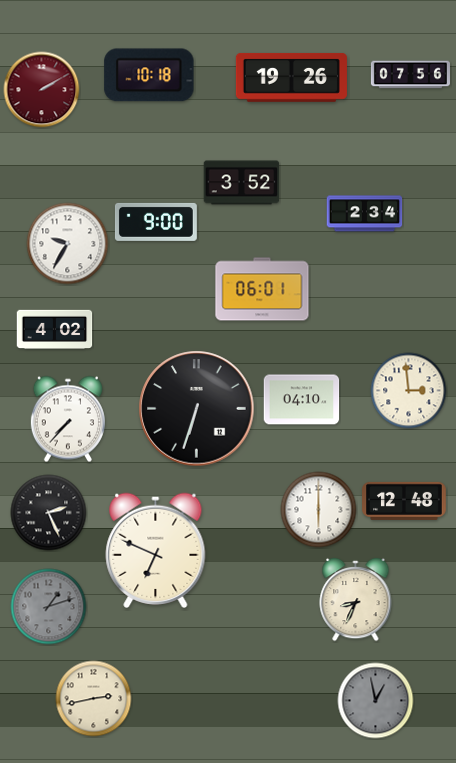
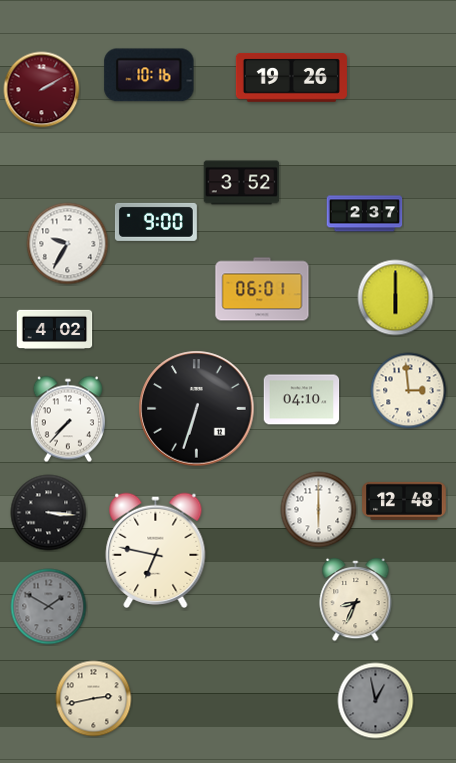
clock at (149, 75): 10:18 -> 10:16
clock at (410, 75): 07:56 -> none
clock at (365, 214): 2:34 -> 2:37
clock at (396, 298): none -> 6:00
clock at (49, 513): 2:26 -> 3:16
clock at (156, 550): 6:49 -> 6:47
clock at (49, 607): 1:12 -> 1:50
